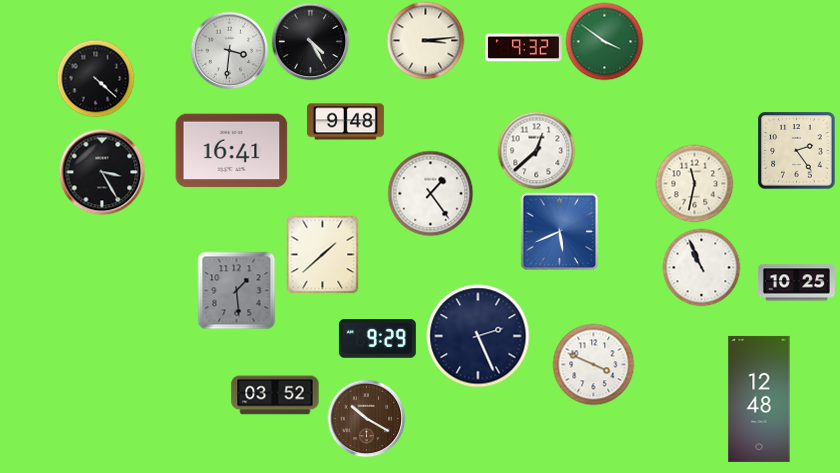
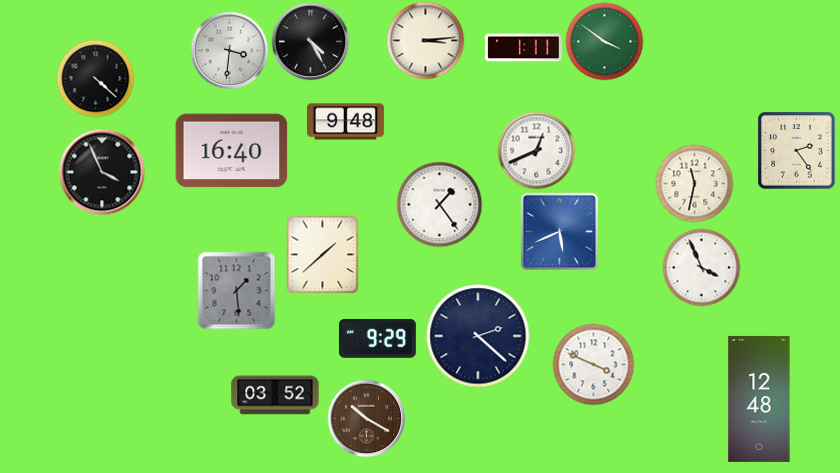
clock at (523, 48): 9:32 -> 1:11
clock at (536, 150): 12:38 -> 12:41
clock at (232, 151): 16:41 -> 16:40
clock at (102, 172): 3:25 -> 3:56
clock at (430, 193) position: (430, 193) -> (439, 204)
clock at (701, 267): 10:56 -> 3:56
clock at (796, 283): 10:25 -> none
clock at (478, 336): 2:26 -> 2:22
